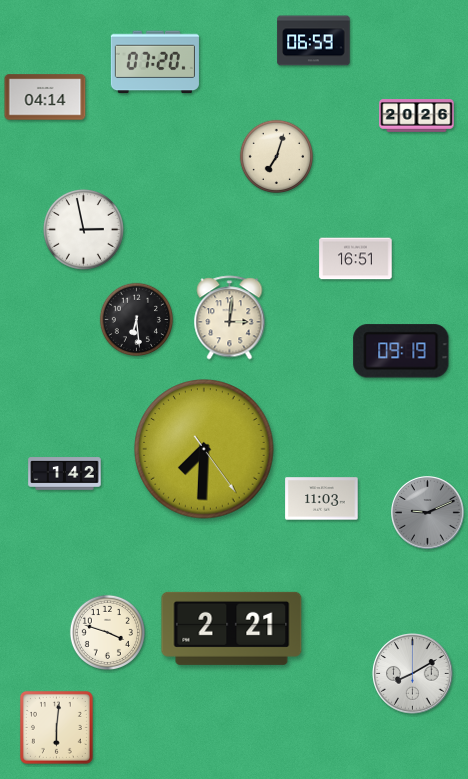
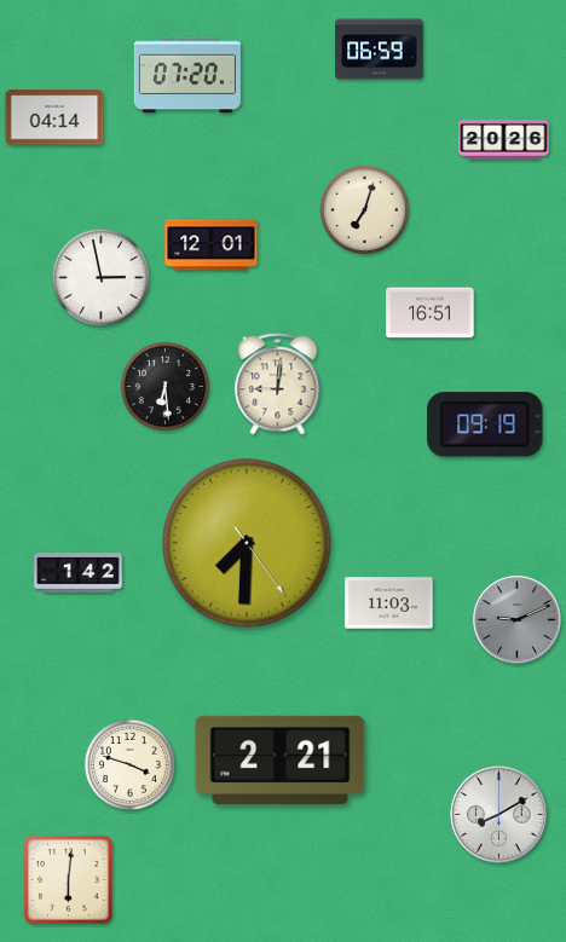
clock at (276, 156) position: (276, 156) -> (364, 209)
clock at (212, 245): none -> 12:01
clock at (230, 318): 3:01 -> 9:01
